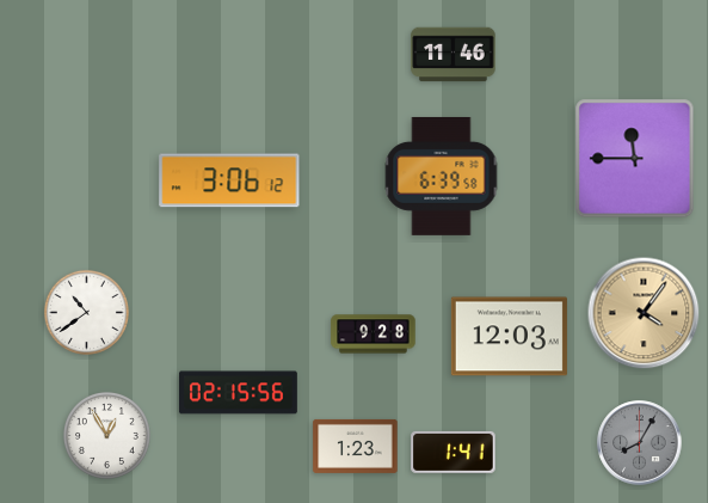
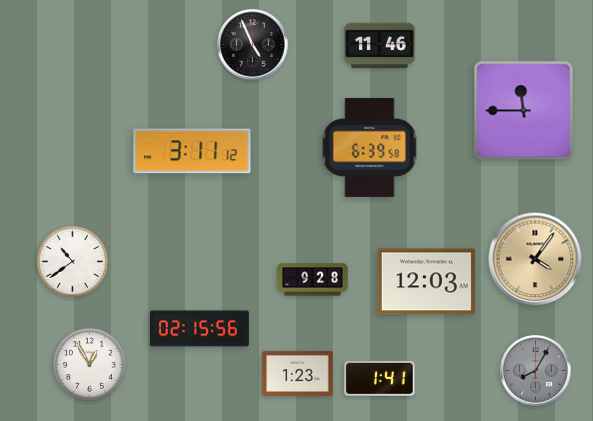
clock at (253, 45): none -> 4:56
clock at (635, 159) position: (635, 159) -> (524, 111)
clock at (229, 180): 3:06 -> 3:11
clock at (644, 313) position: (644, 313) -> (535, 259)
